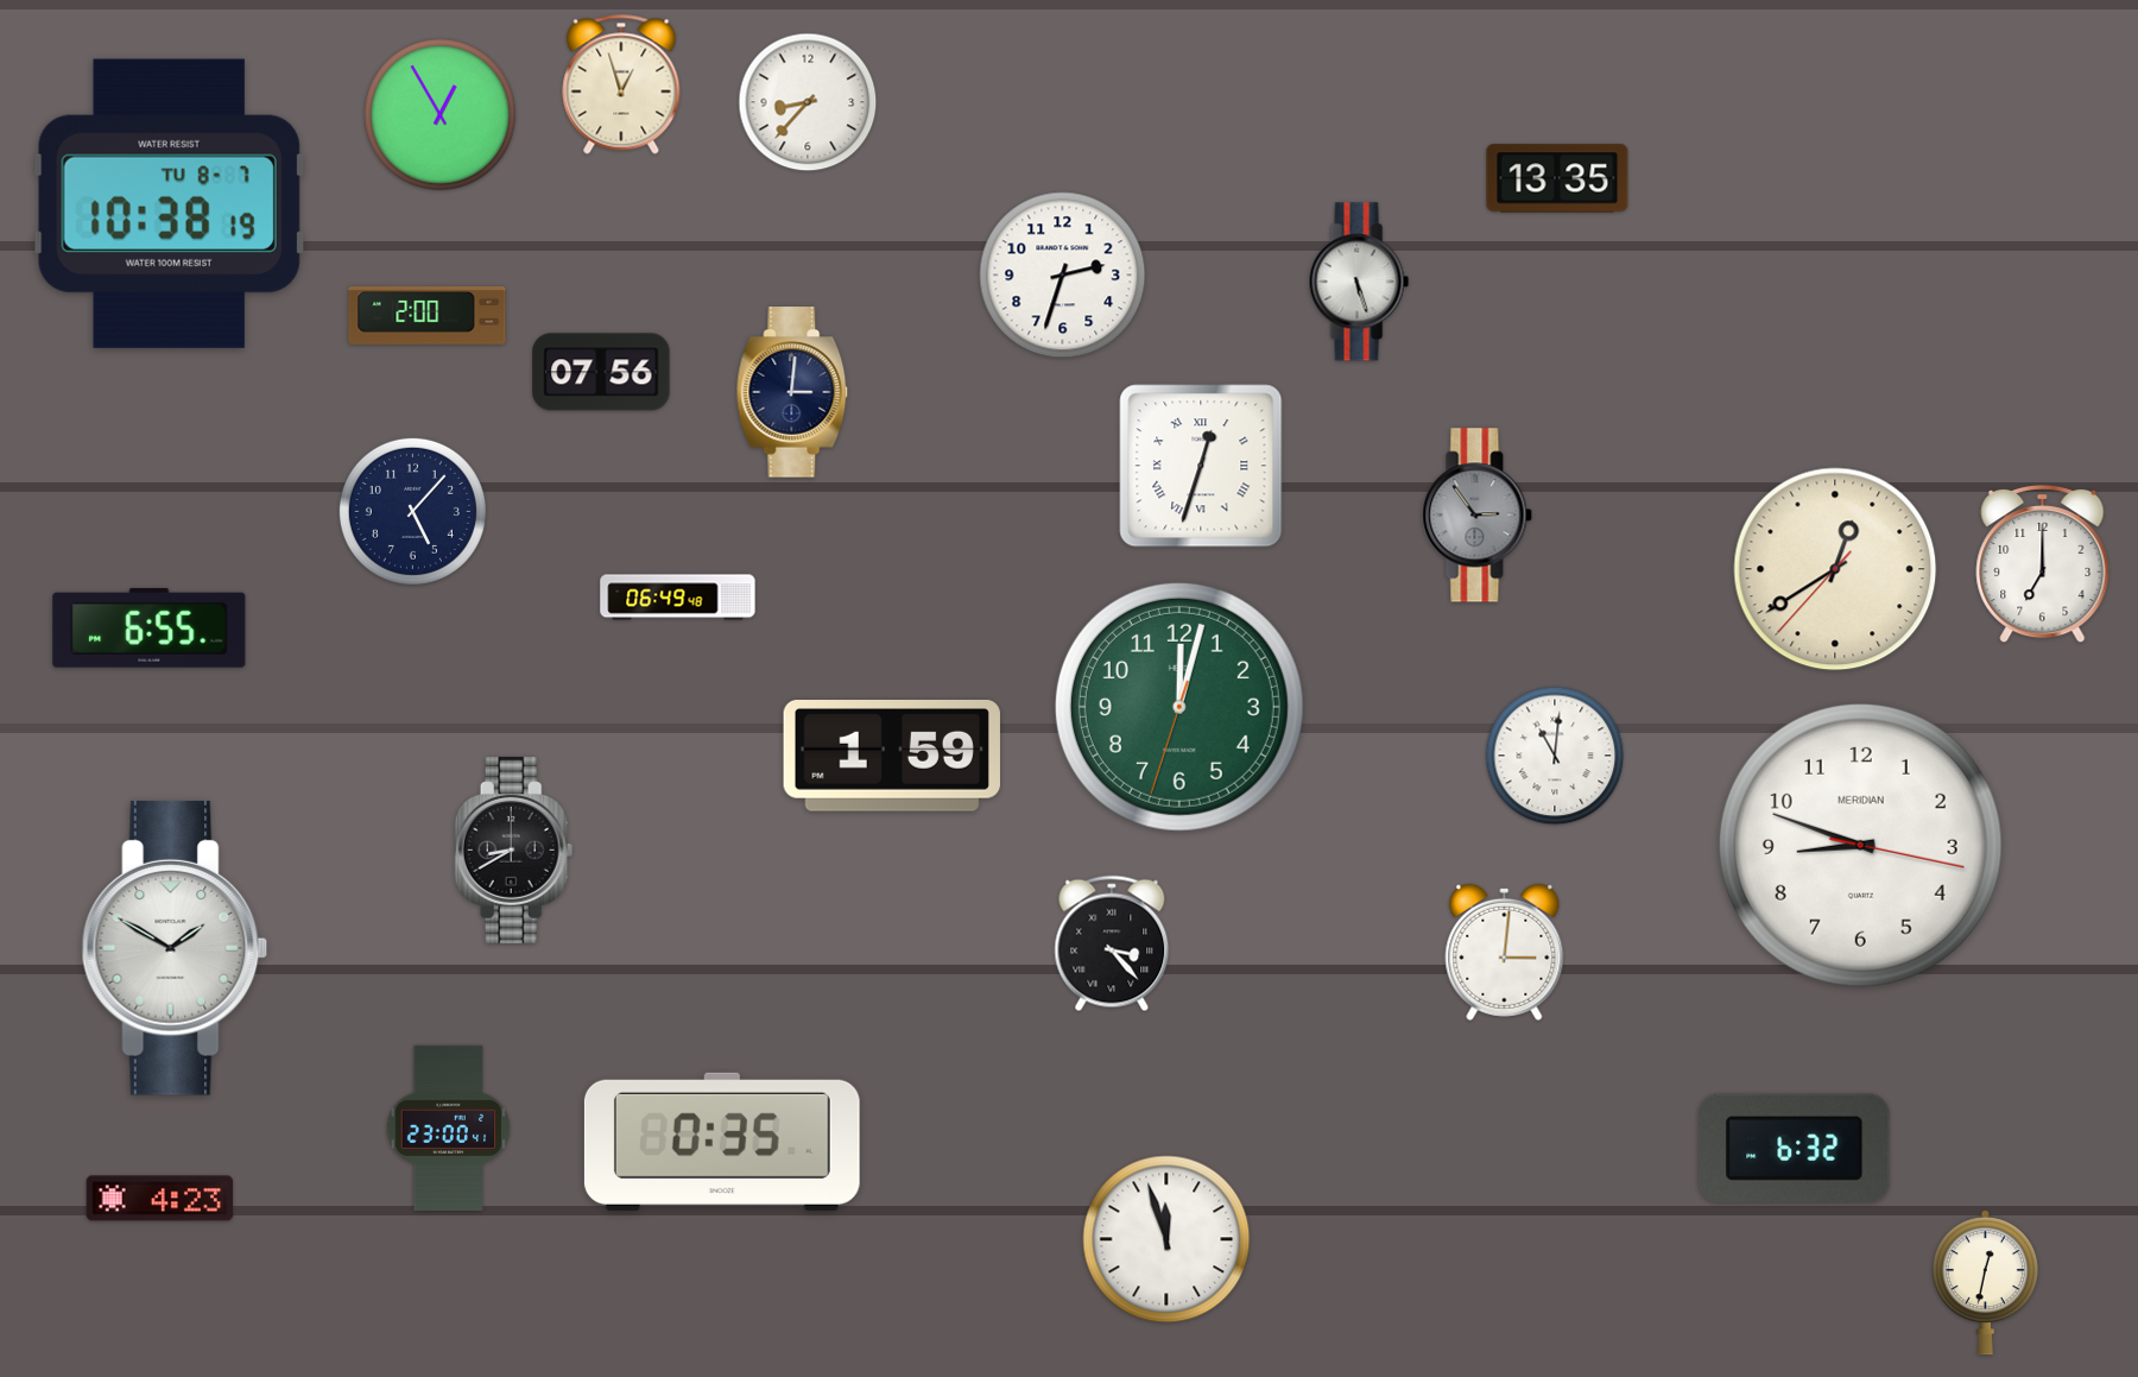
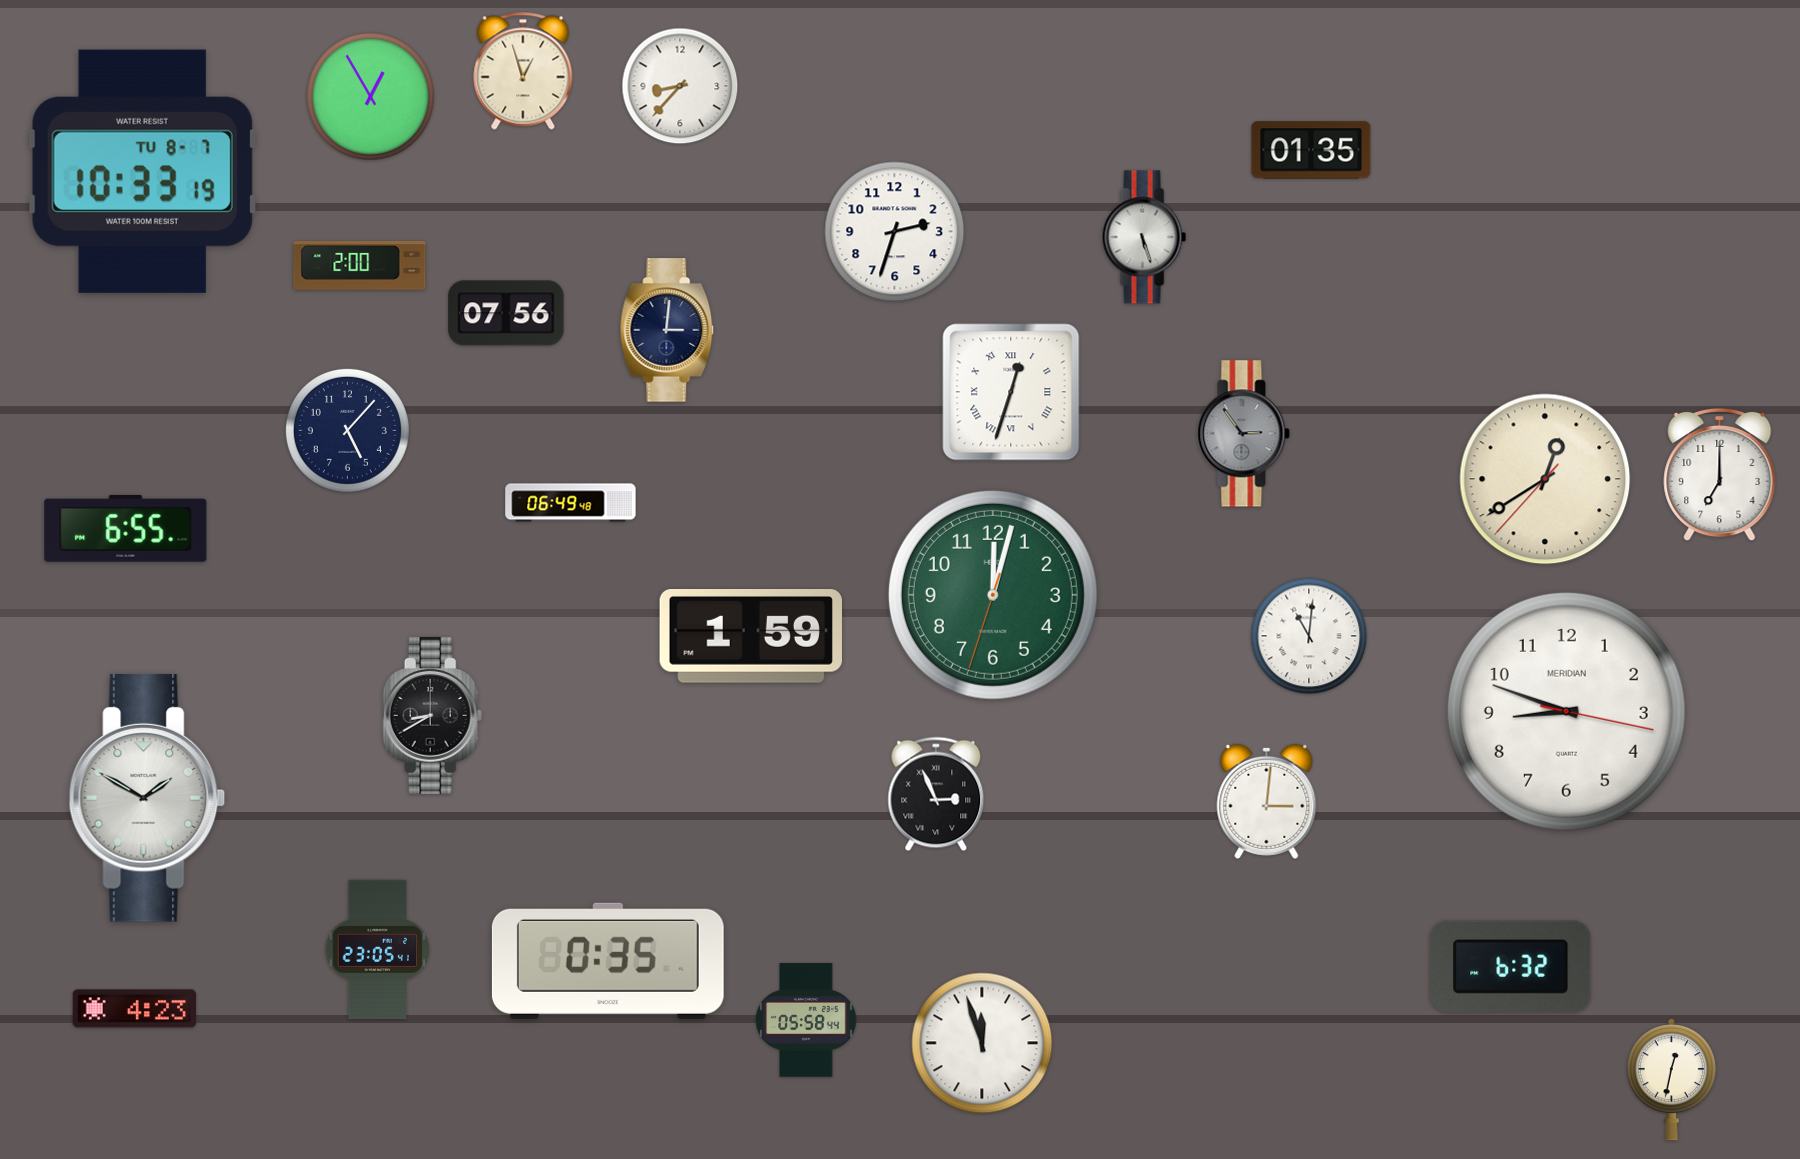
clock at (1557, 178): 13:35 -> 01:35
clock at (169, 203): 10:38 -> 10:33
clock at (1112, 943): 3:23 -> 2:56
clock at (449, 1128): 23:00 -> 23:05
clock at (806, 1020): none -> 05:58
